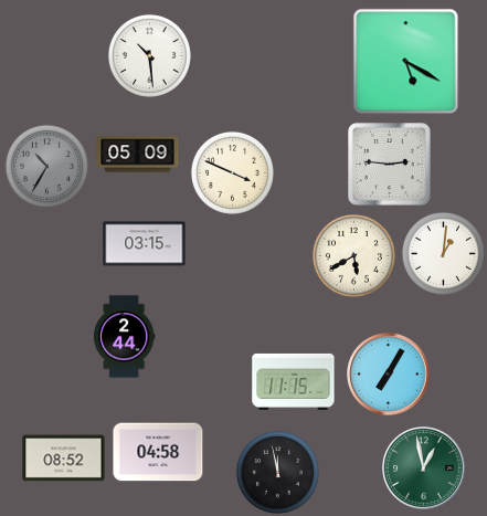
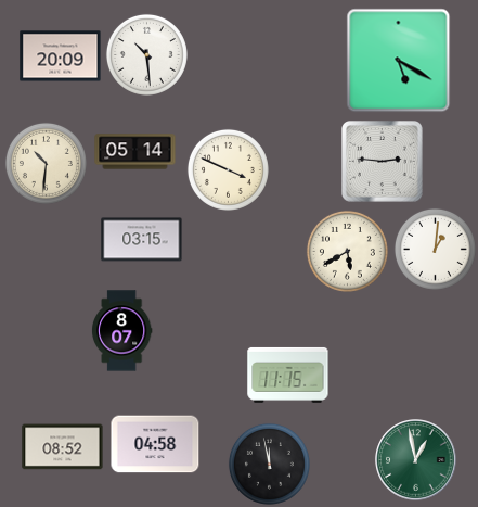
clock at (61, 56): none -> 20:09
clock at (138, 155): 05:09 -> 05:14
clock at (46, 166): 10:35 -> 10:31
clock at (46, 166) dial: grey -> cream
clock at (124, 337): 2:44 -> 8:07
clock at (389, 375): 7:05 -> none
clock at (64, 459) position: (64, 459) -> (63, 447)
clock at (277, 472) position: (277, 472) -> (269, 464)
